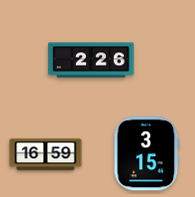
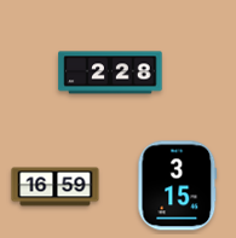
clock at (91, 60): 2:26 -> 2:28
